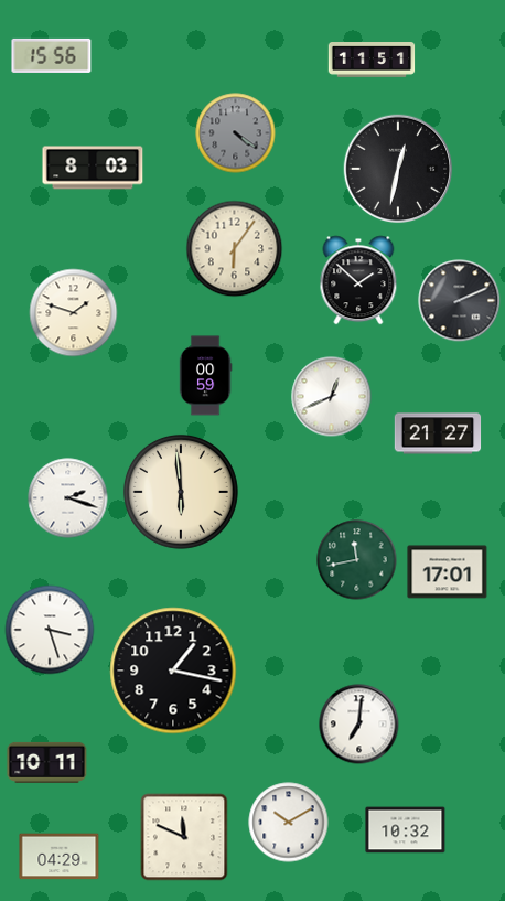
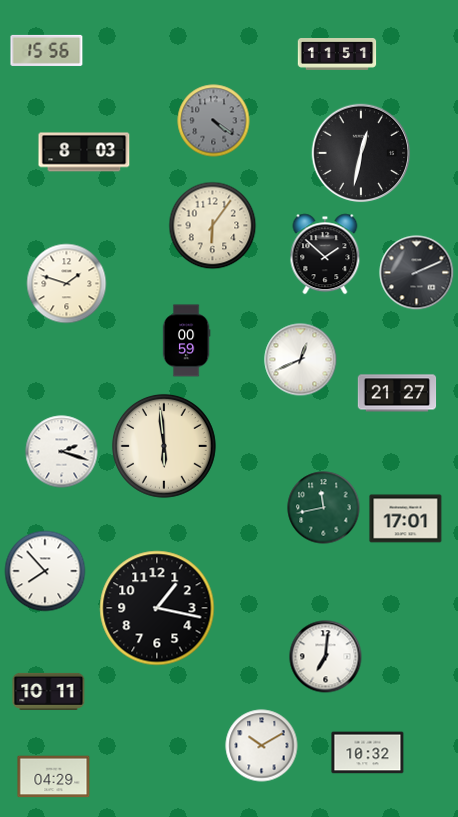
clock at (50, 630): 3:27 -> 7:53
clock at (47, 762) position: (47, 762) -> (49, 691)
clock at (184, 837): 11:49 -> none
